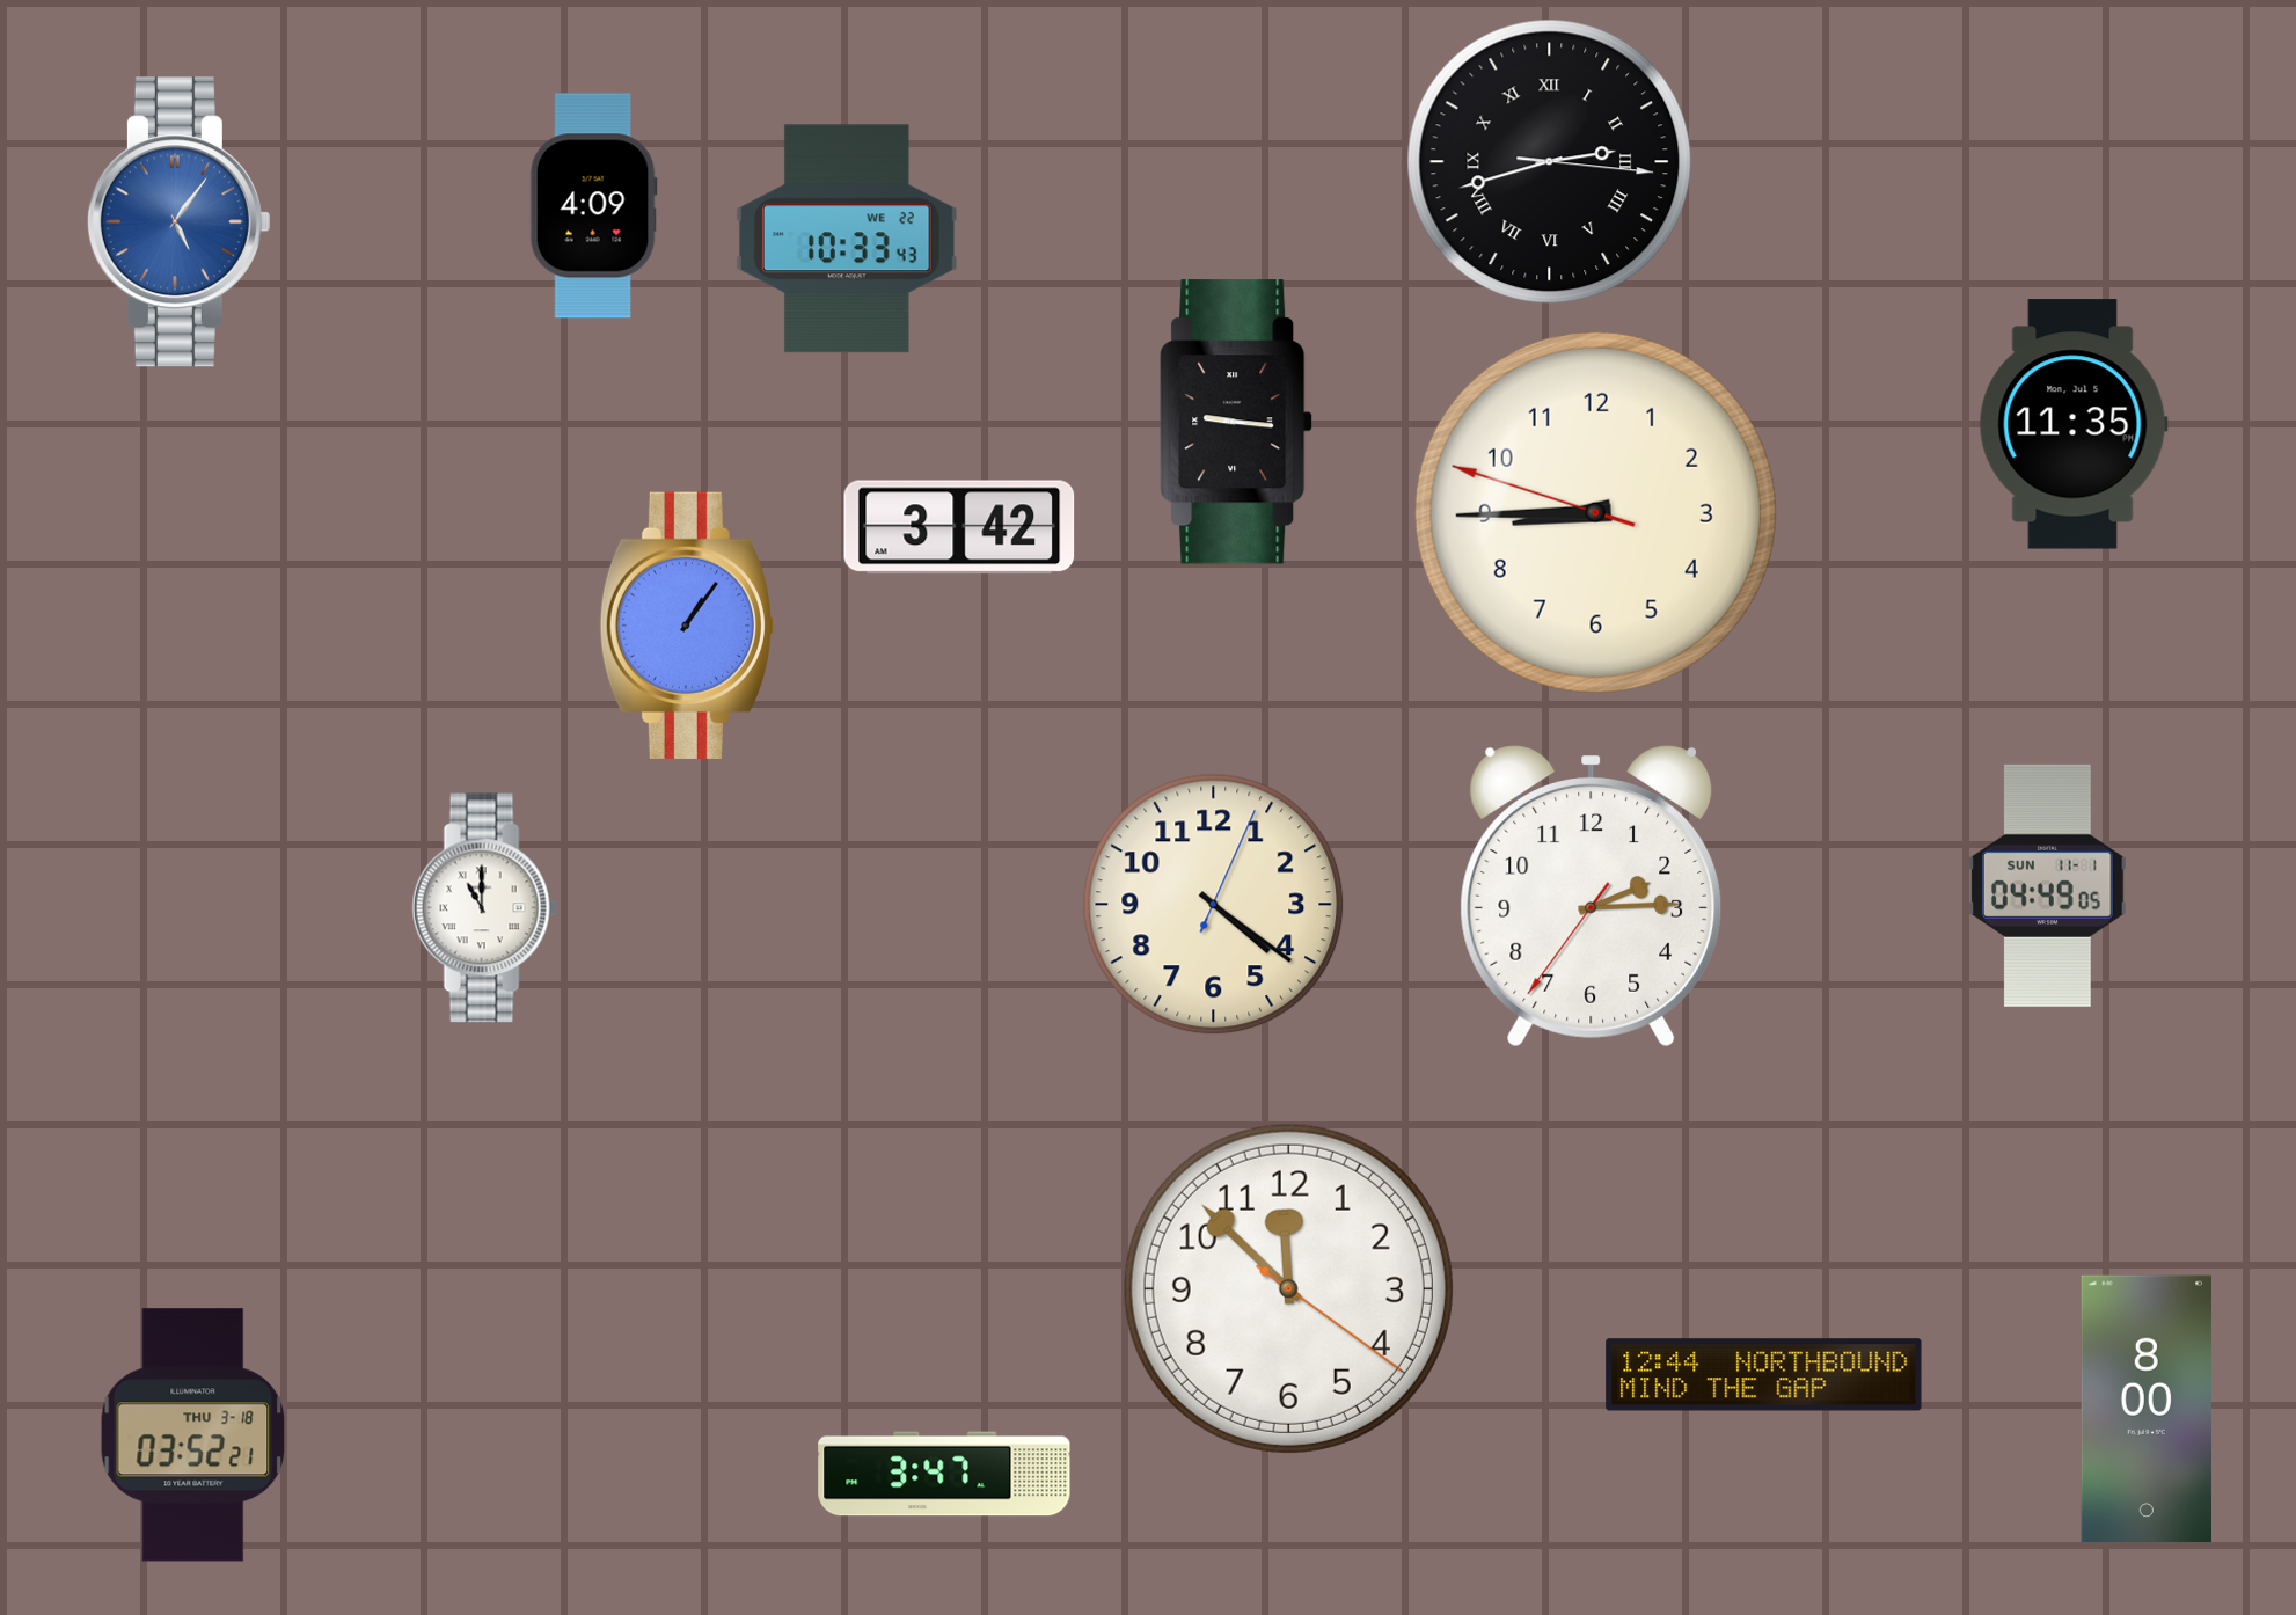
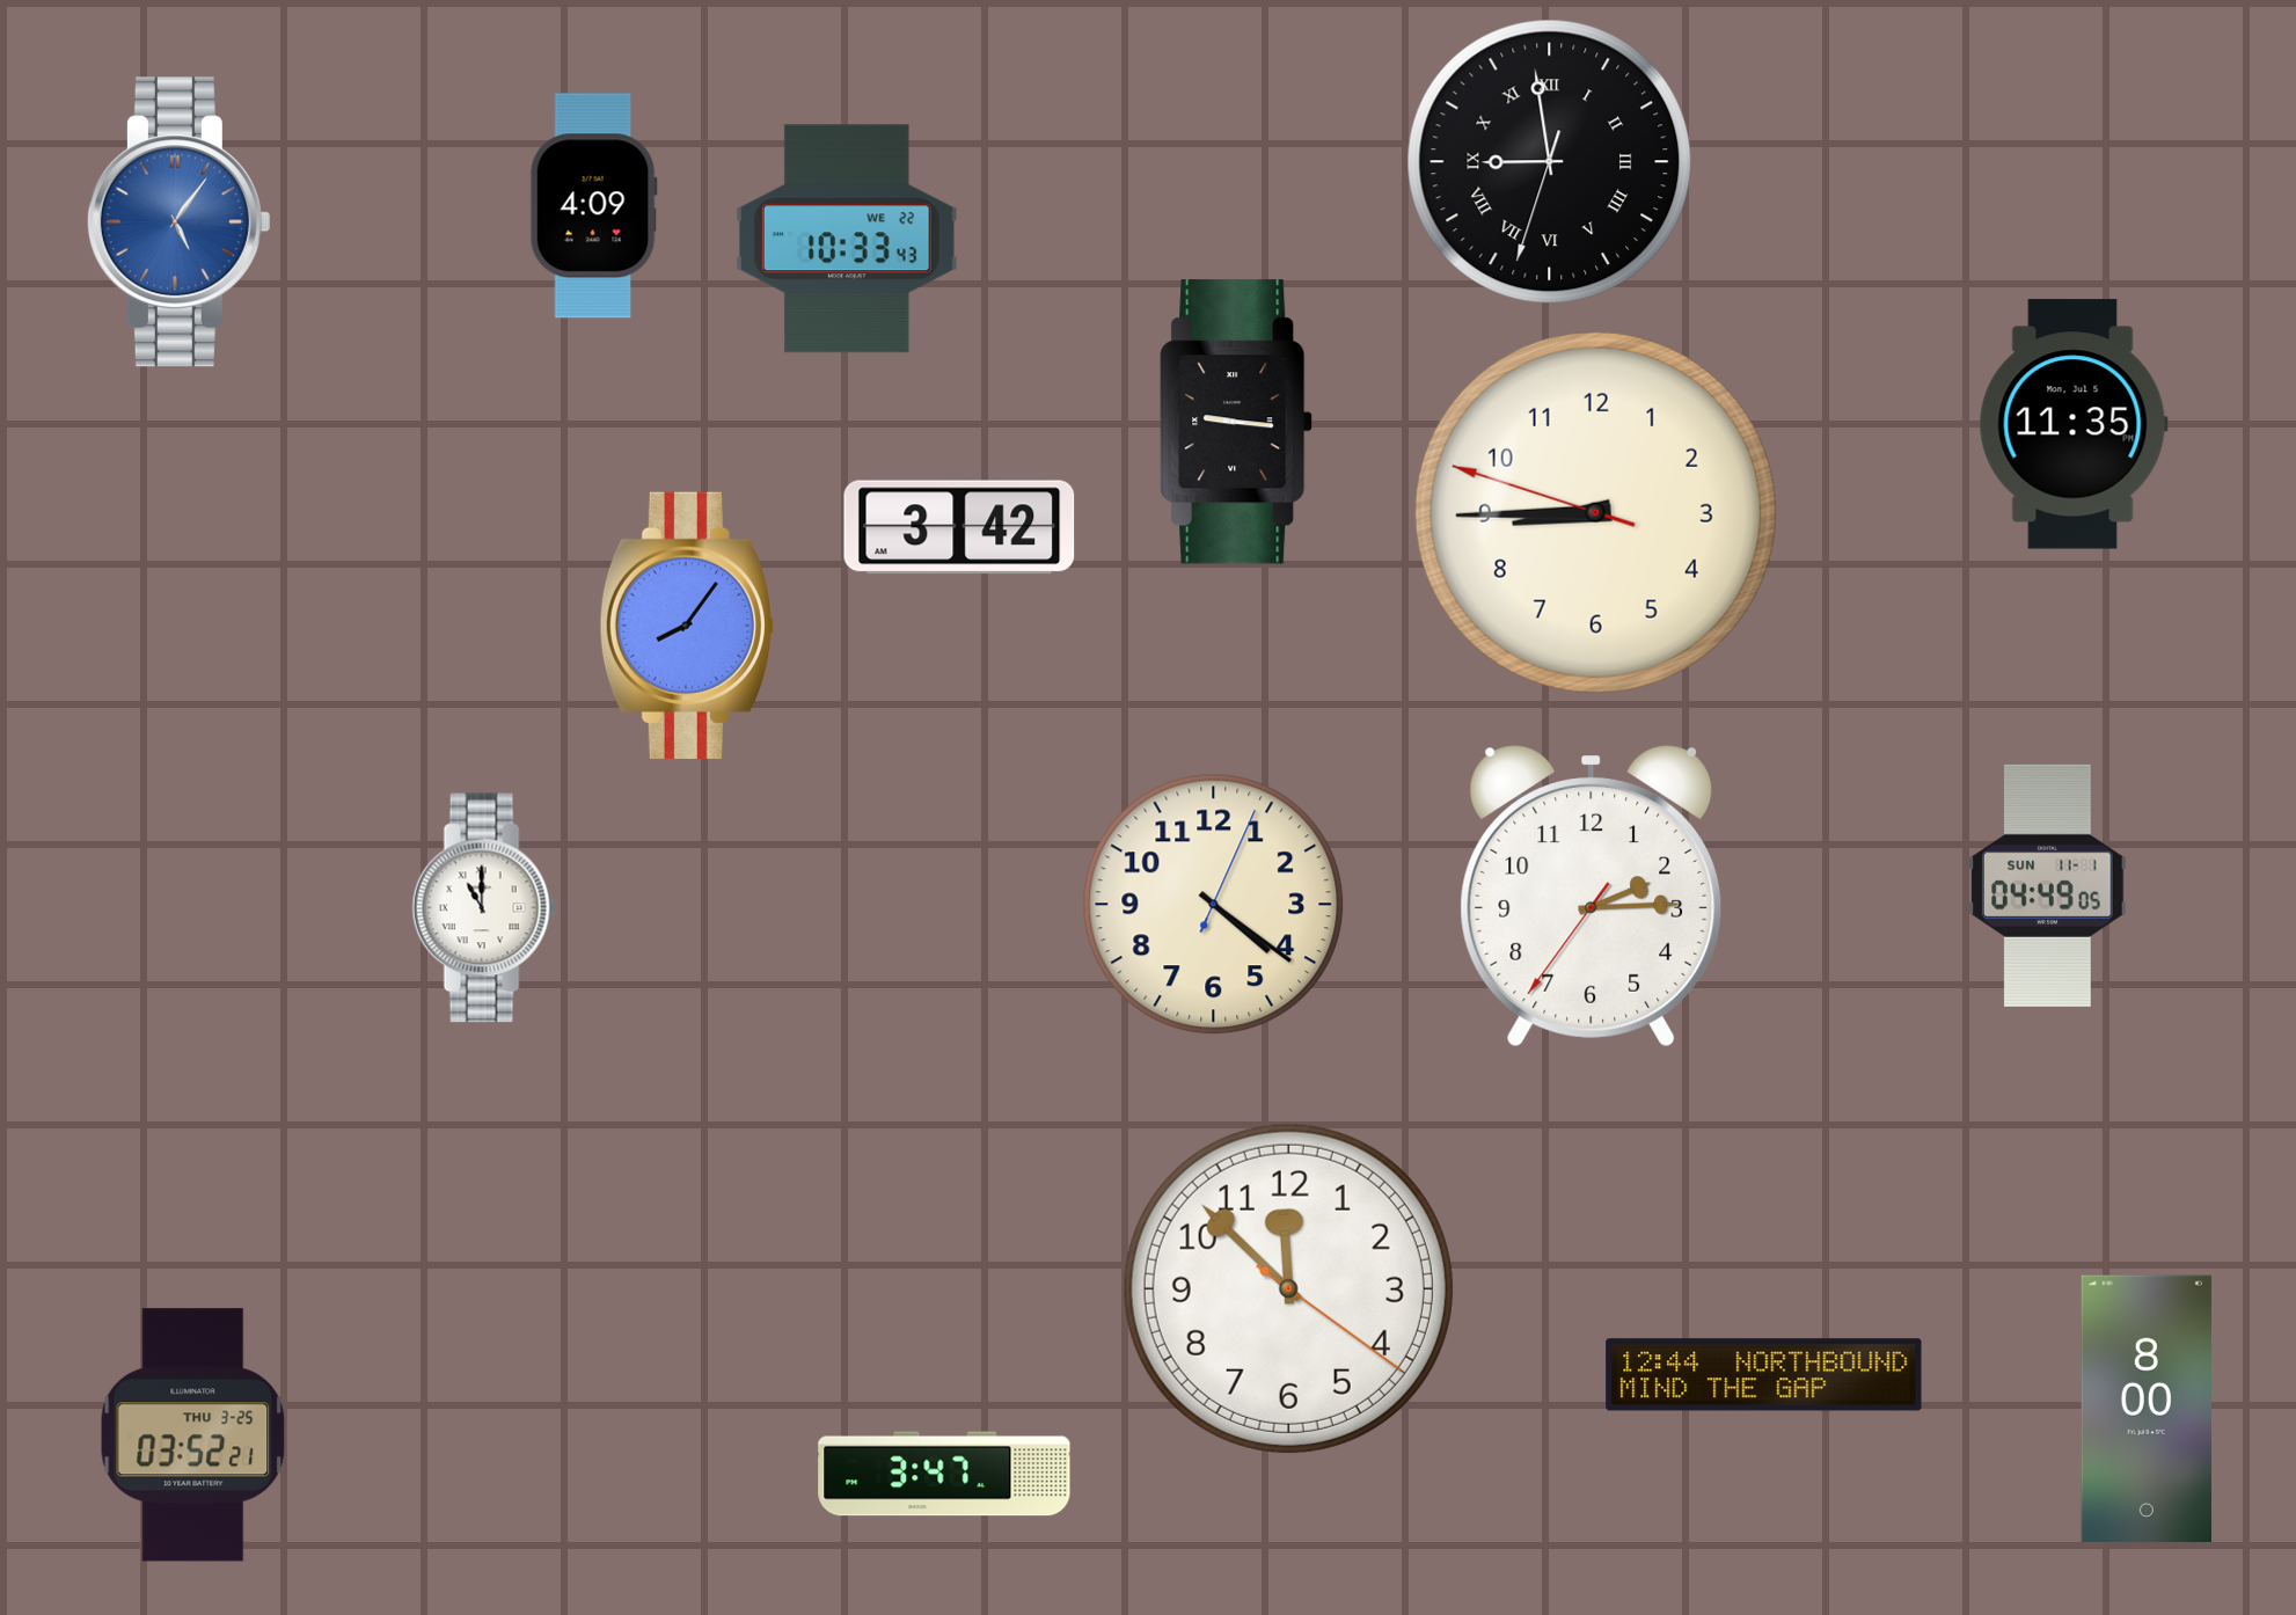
clock at (1550, 162): 2:42 -> 8:58
clock at (686, 626): 1:06 -> 8:06
clock at (193, 1435) date: THU 3-18 -> THU 3-25
